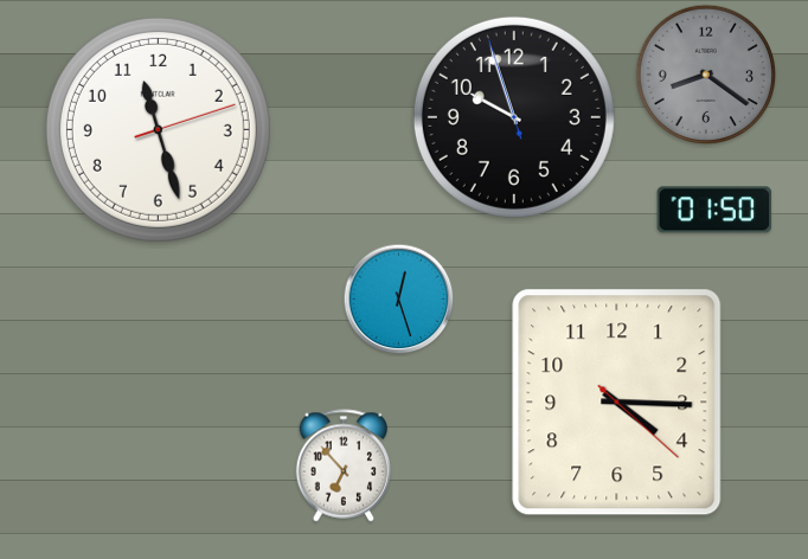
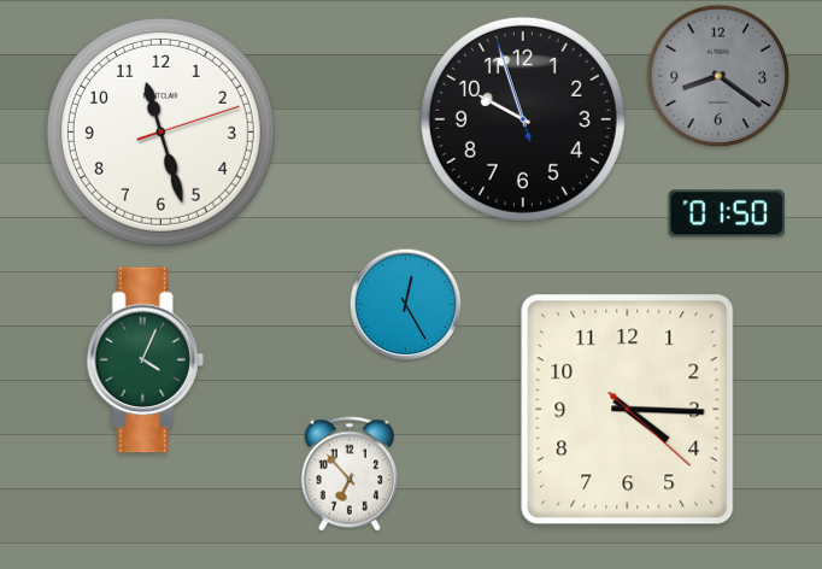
clock at (399, 300): 12:27 -> 12:25
clock at (145, 360): none -> 4:04
